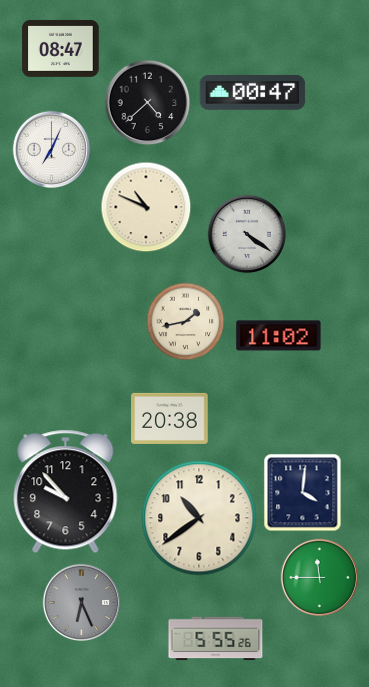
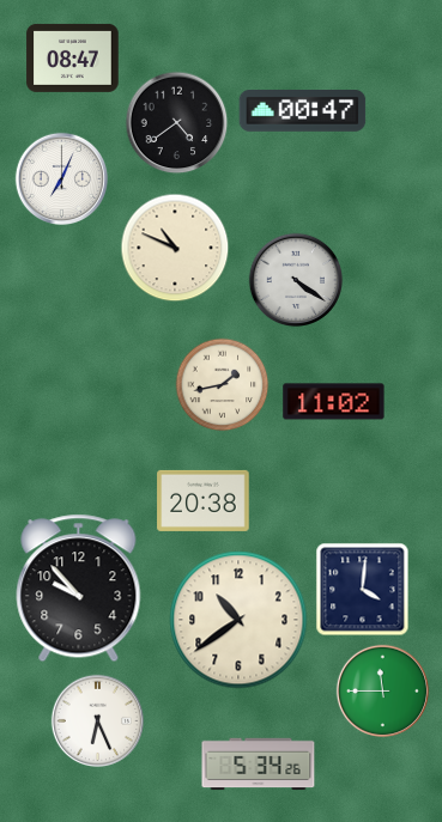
clock at (147, 102): 4:38 -> 4:39
clock at (81, 602) dial: grey -> white
clock at (216, 639): 5:55 -> 5:34
